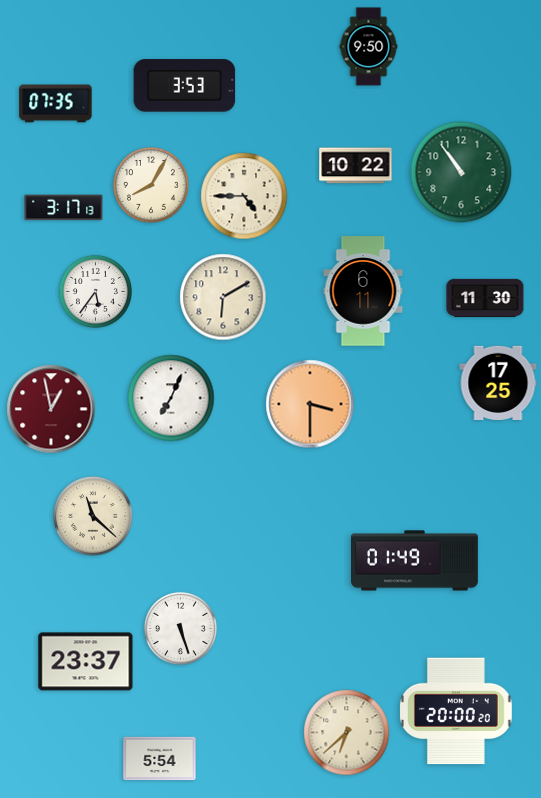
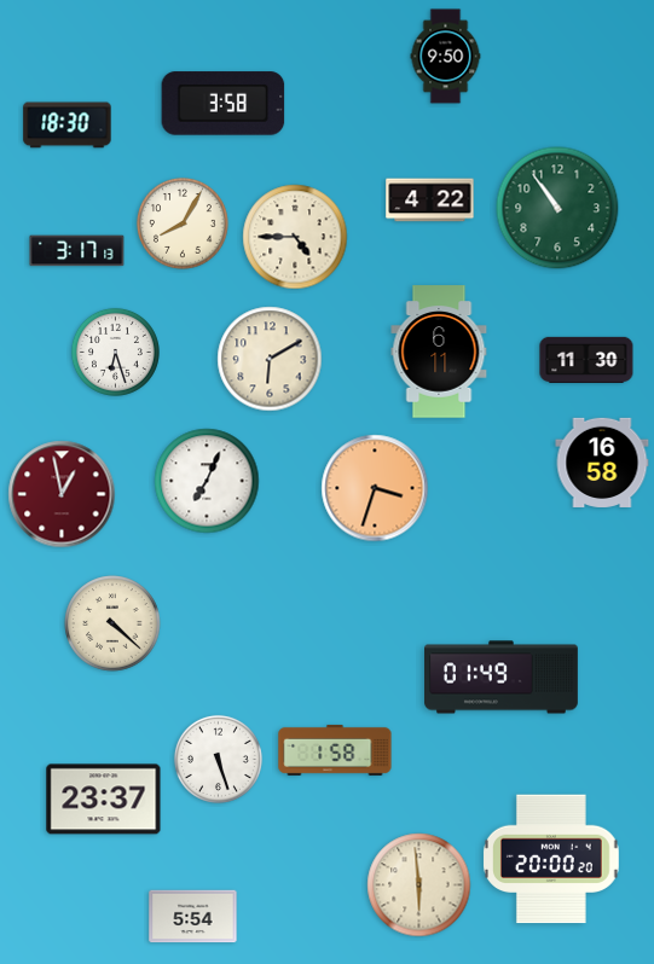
clock at (185, 86): 3:53 -> 3:58
clock at (56, 104): 07:35 -> 18:30
clock at (356, 166): 10:22 -> 4:22
clock at (95, 291): 5:36 -> 6:27
clock at (498, 382): 17:25 -> 16:58
clock at (310, 404): 3:30 -> 3:33
clock at (93, 516): 11:22 -> 4:22
clock at (335, 750): none -> 1:58
clock at (347, 733): 6:38 -> 5:59
